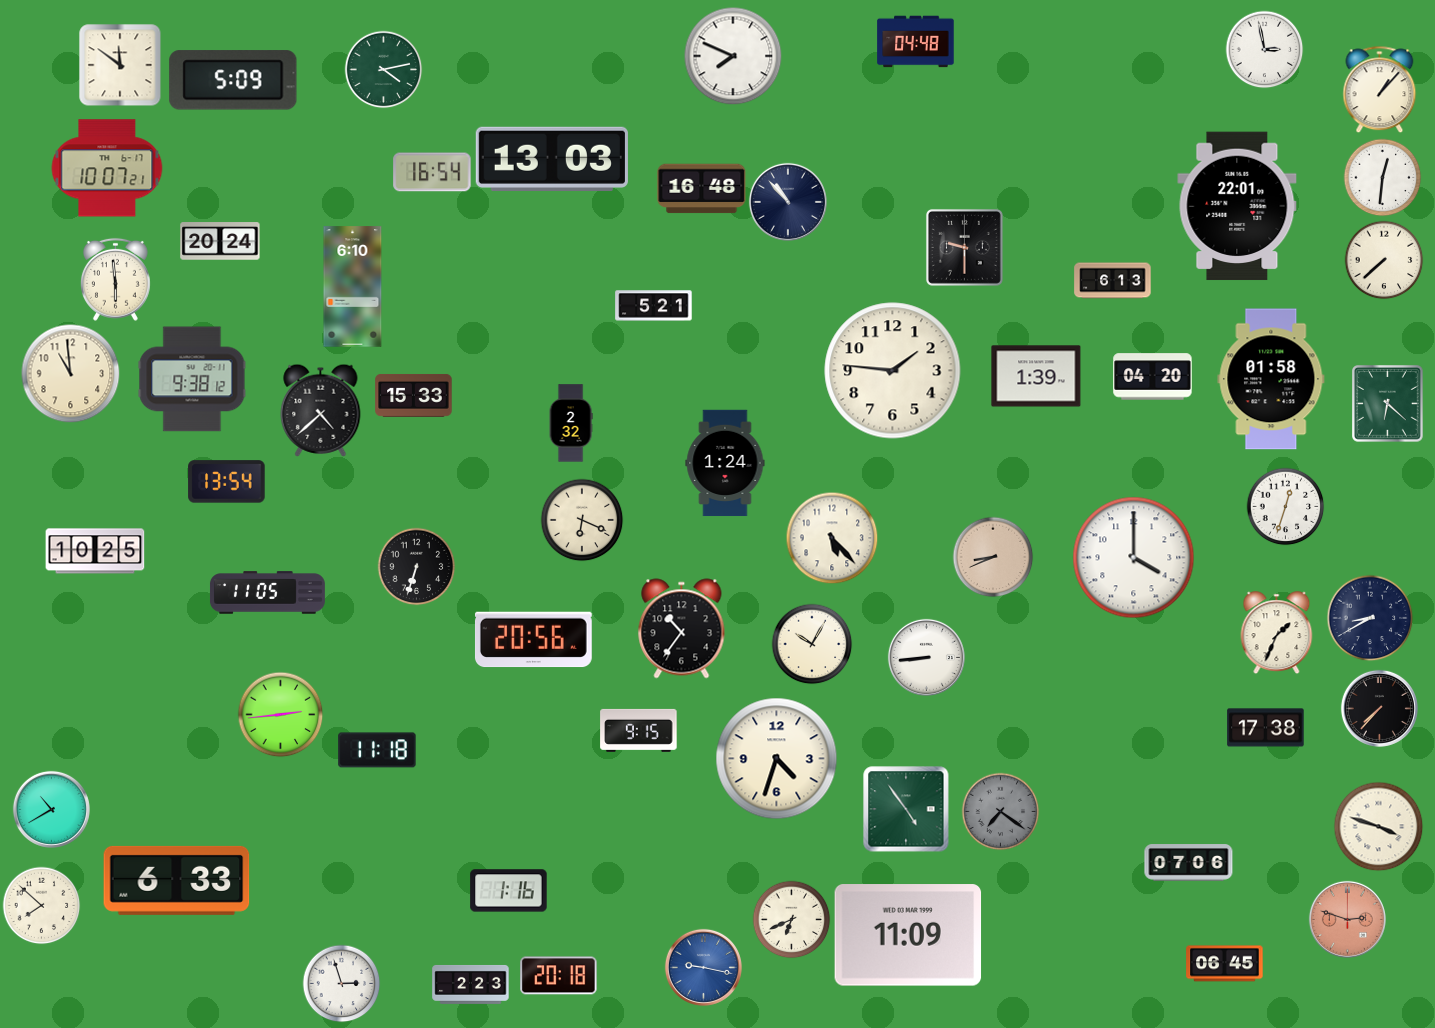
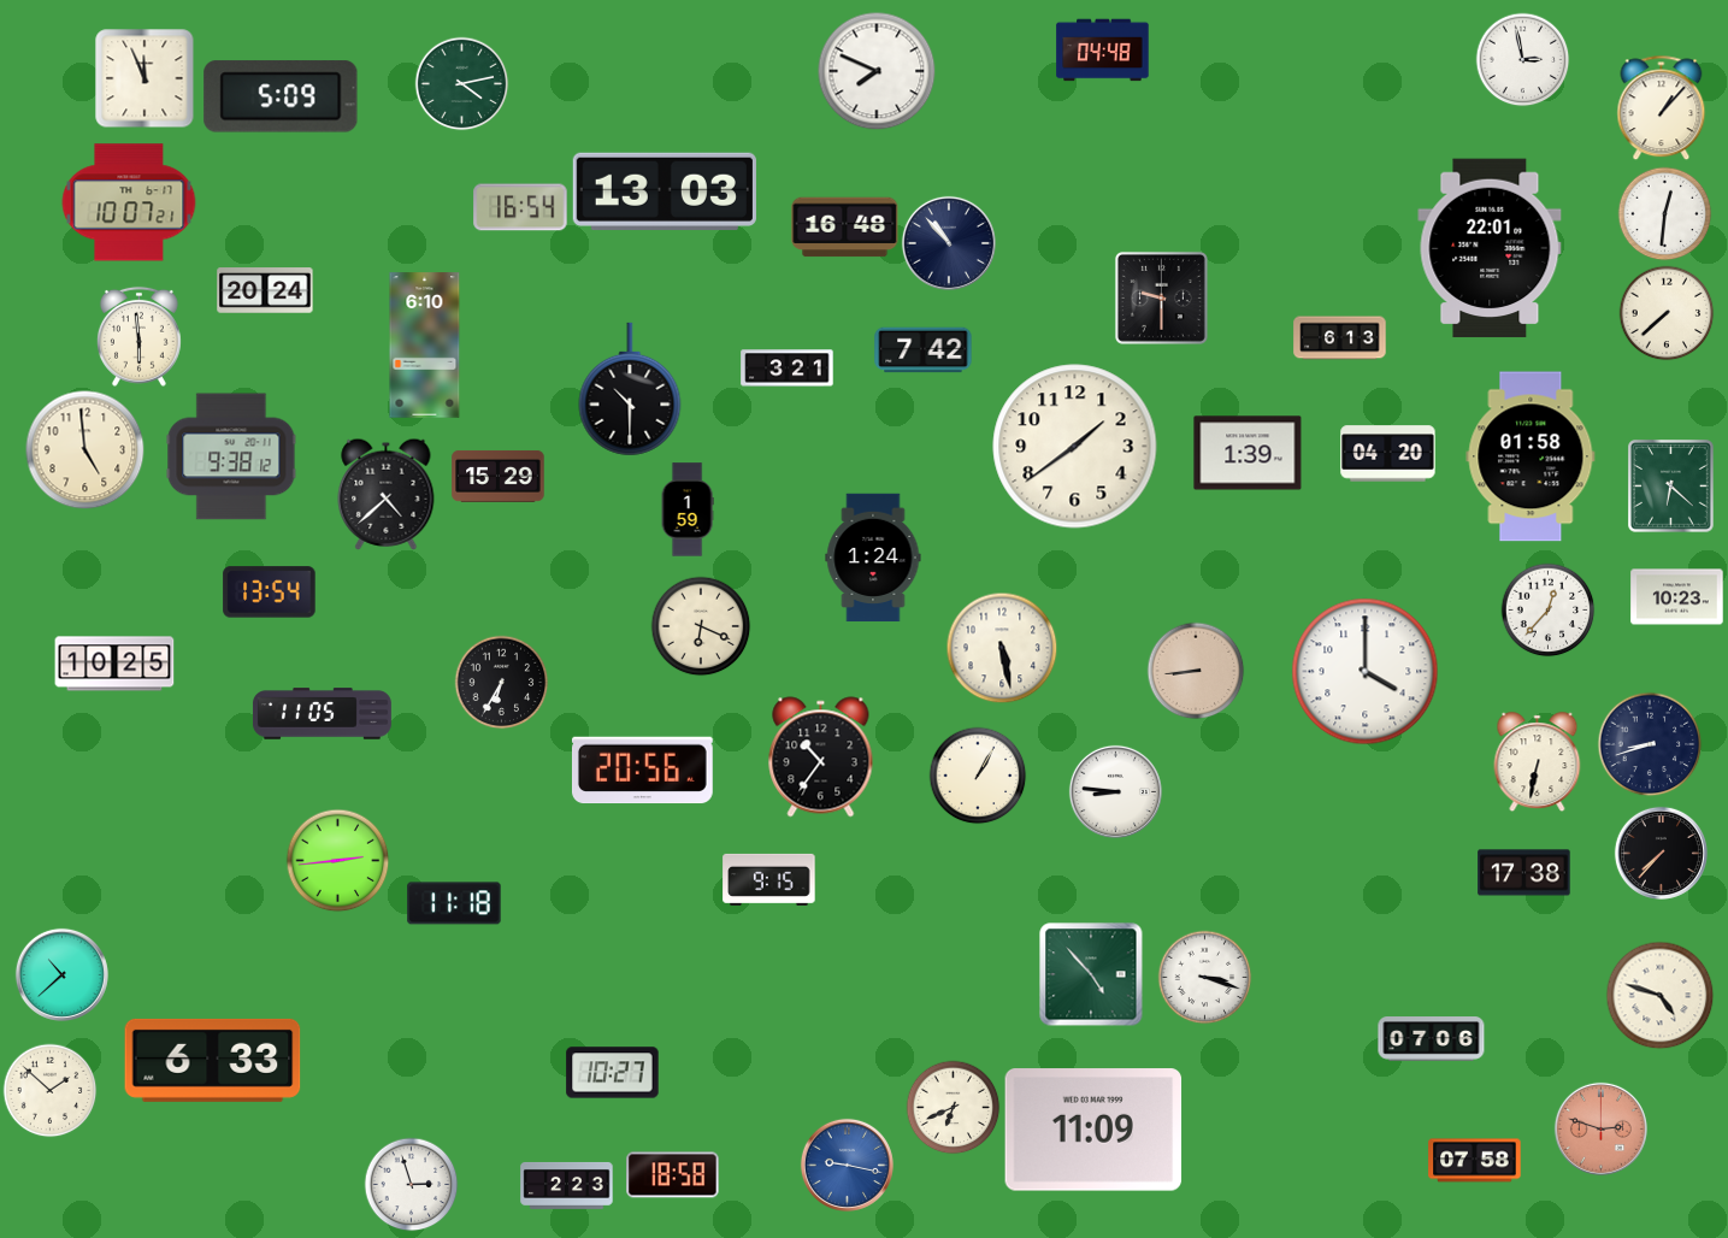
clock at (733, 56) position: (733, 56) -> (877, 71)
clock at (120, 65): 11:51 -> 11:56
clock at (924, 350): none -> 7:42
clock at (654, 306): 5:21 -> 3:21
clock at (630, 389): none -> 10:30
clock at (893, 371): 1:46 -> 1:39
clock at (71, 374): 10:59 -> 4:59
clock at (414, 395): 15:33 -> 15:29
clock at (571, 423): 2:32 -> 1:59
clock at (227, 482) position: (227, 482) -> (270, 593)
clock at (1677, 597): none -> 10:23
clock at (1285, 506): 12:33 -> 12:37
clock at (832, 538): 5:23 -> 5:28
clock at (993, 557): 8:41 -> 8:44
clock at (416, 566): 6:33 -> 6:35
clock at (1370, 618): 8:40 -> 8:42
clock at (1277, 633): 1:34 -> 6:32
clock at (812, 644): 10:05 -> 1:05
clock at (926, 657): 8:44 -> 8:46
clock at (1266, 728) position: (1266, 728) -> (1524, 873)
clock at (777, 759): 4:33 -> none
clock at (51, 809): 10:40 -> 10:38
clock at (906, 809): 4:54 -> 4:53
clock at (1000, 811): 7:21 -> 3:18
clock at (1000, 811) dial: grey -> white
clock at (1378, 826): 3:48 -> 4:48
clock at (509, 891): 1:16 -> 10:27
clock at (41, 905): 7:52 -> 1:52
clock at (1347, 919) position: (1347, 919) -> (1600, 1128)
clock at (908, 935) position: (908, 935) -> (1093, 1130)
clock at (1225, 964): 06:45 -> 07:58
clock at (559, 976): 20:18 -> 18:58
